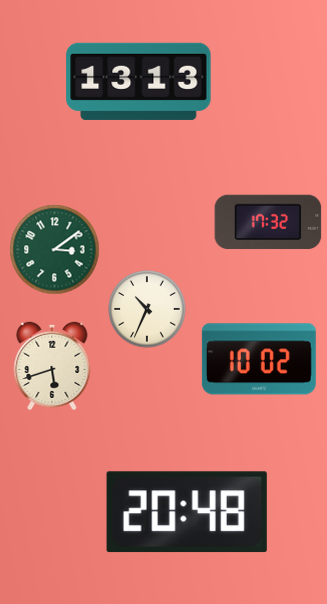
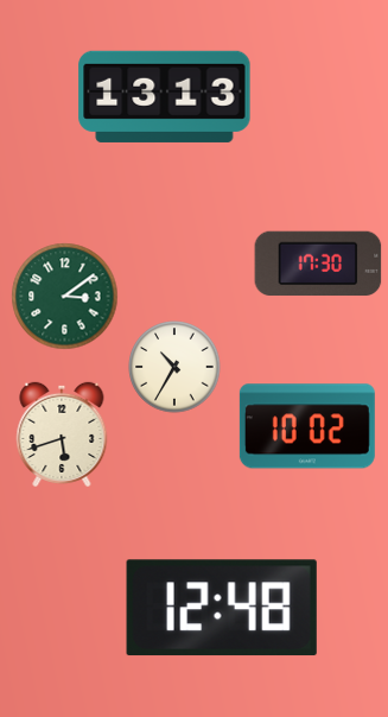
clock at (268, 222): 17:32 -> 17:30
clock at (147, 309): 10:34 -> 10:35
clock at (187, 512): 20:48 -> 12:48
